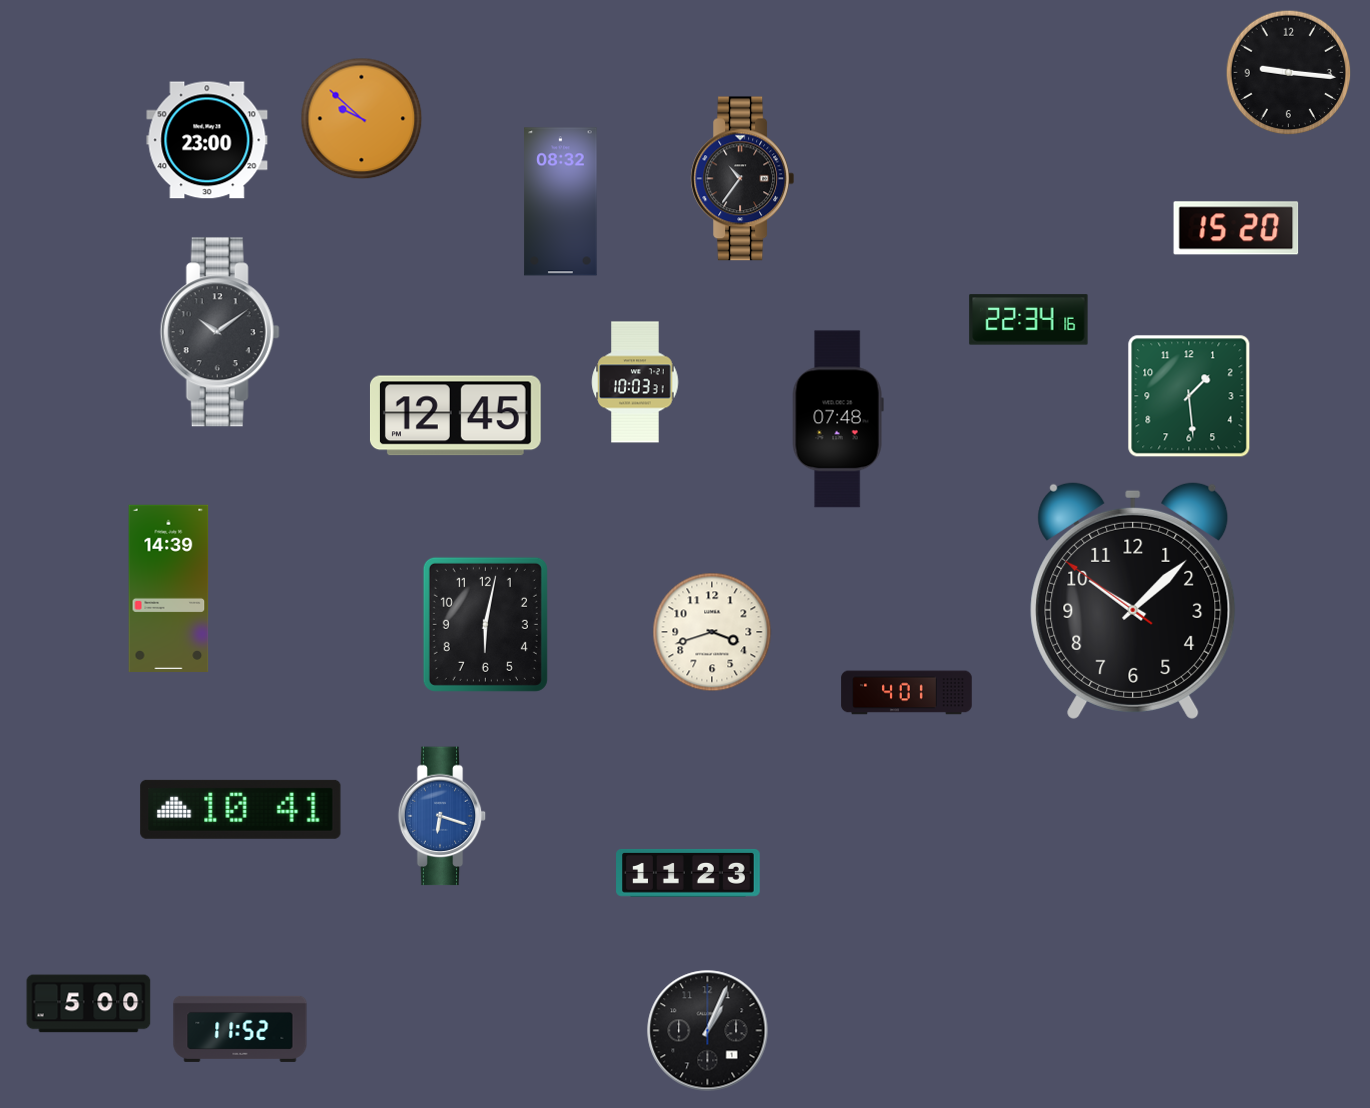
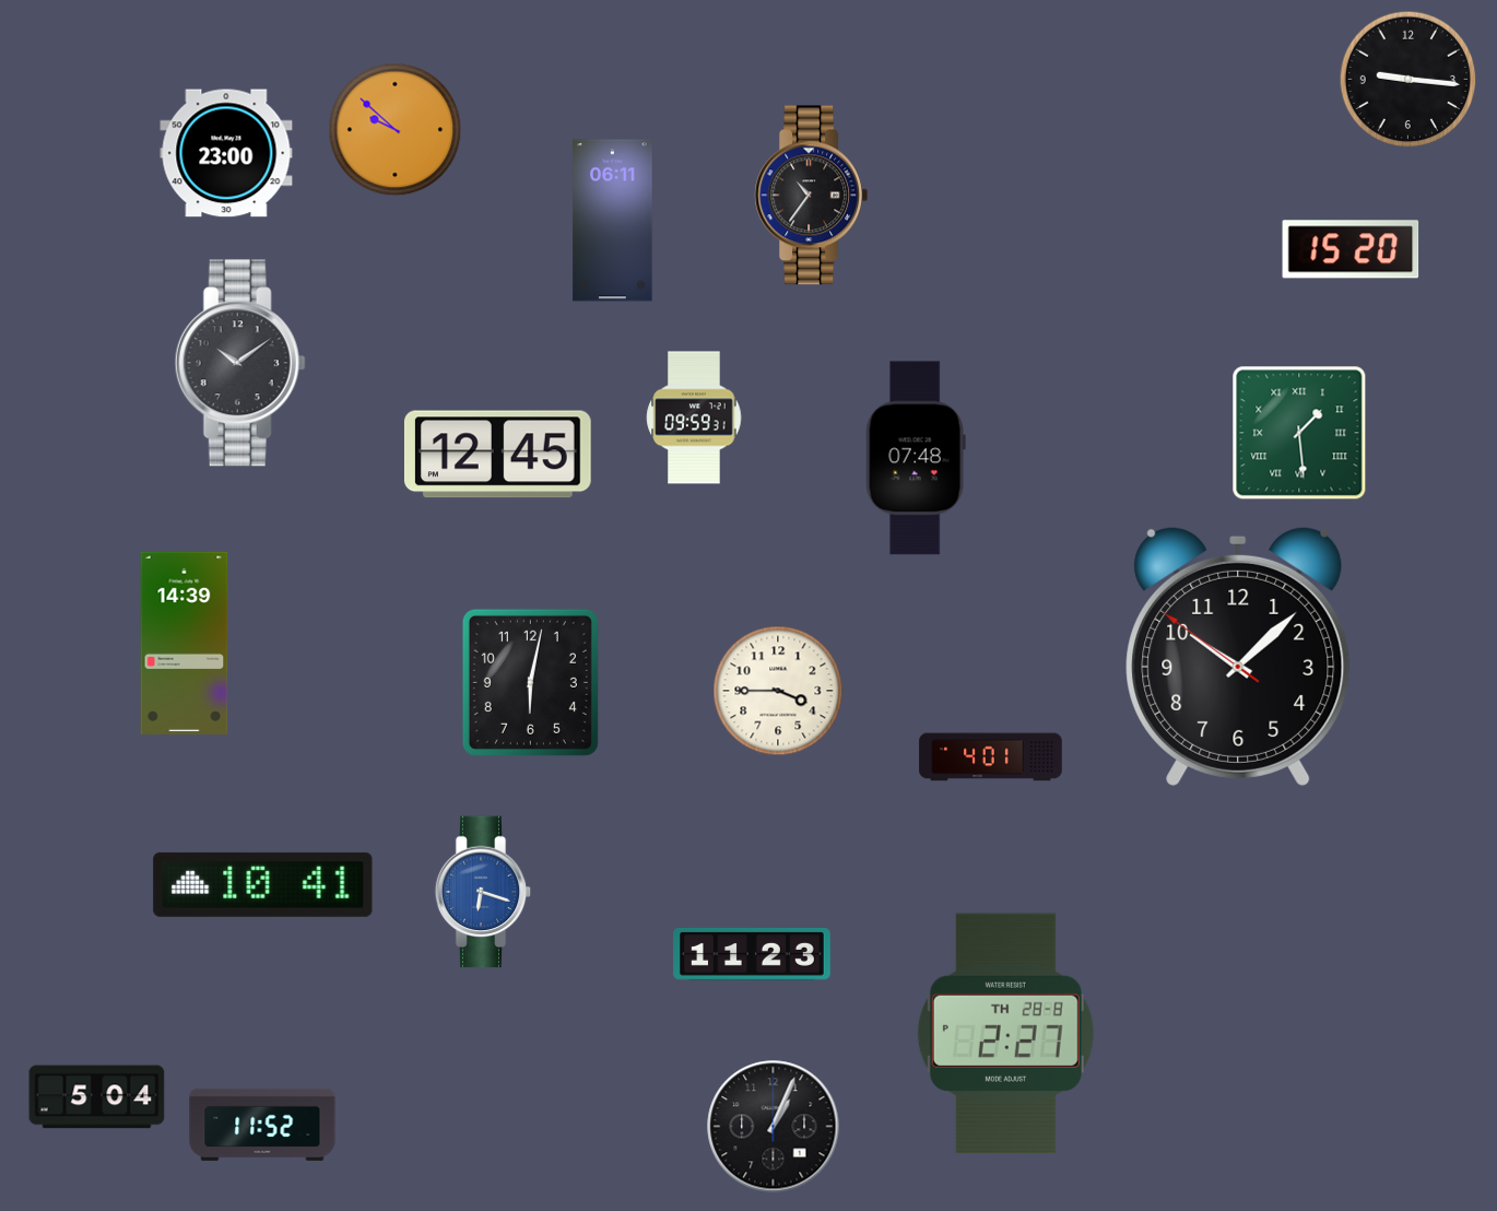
clock at (561, 202): 08:32 -> 06:11
clock at (1029, 320): 22:34 -> none
clock at (635, 382): 10:03 -> 09:59
clock at (1189, 396) numerals: Arabic -> Roman
clock at (712, 632): 3:42 -> 3:45
clock at (1005, 1034): none -> 2:27
clock at (89, 1004): 5:00 -> 5:04
